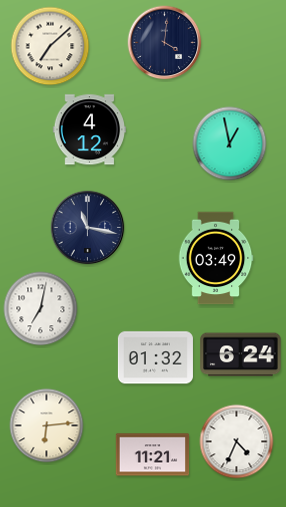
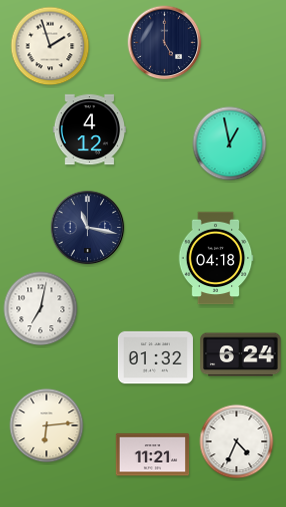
clock at (165, 43): 4:01 -> 5:00
clock at (50, 46): 7:08 -> 1:57
clock at (216, 258): 03:49 -> 04:18
